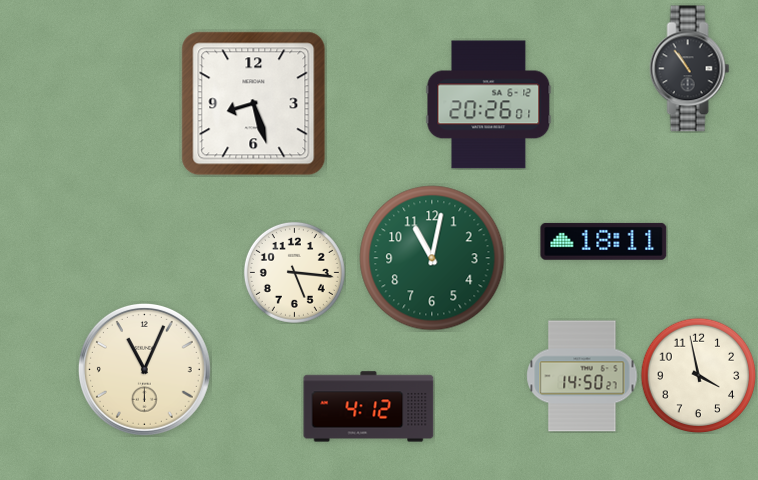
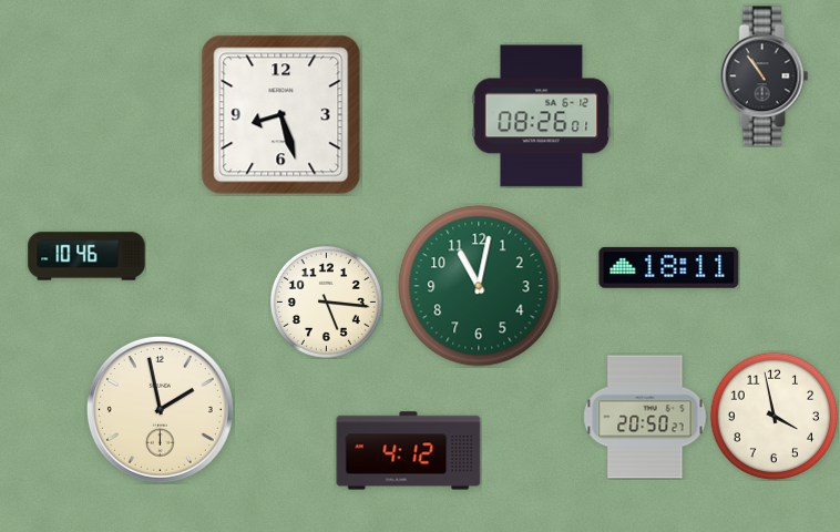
clock at (489, 105): 20:26 -> 08:26
clock at (86, 256): none -> 10:46
clock at (144, 369): 11:04 -> 1:58
clock at (582, 376): 14:50 -> 20:50
